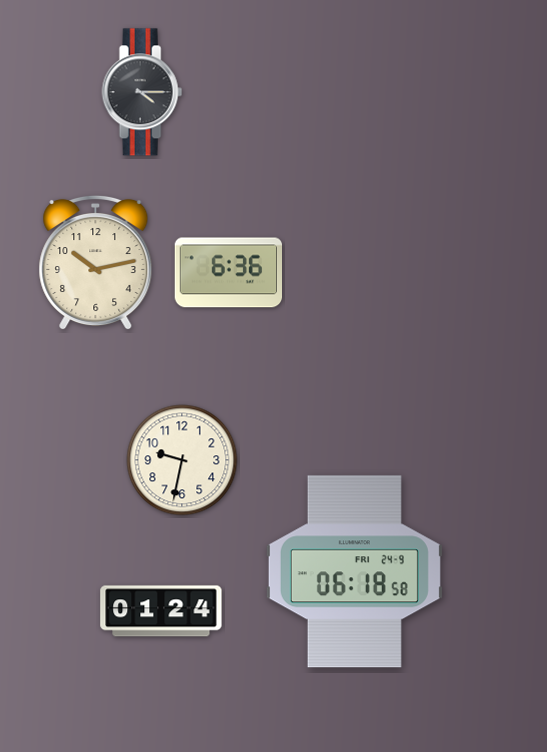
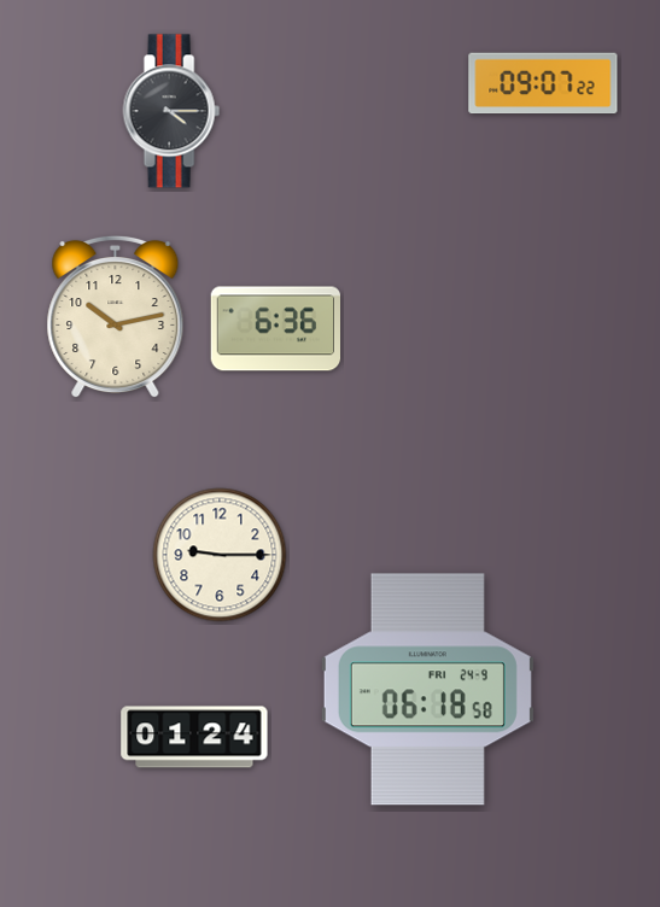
clock at (543, 83): none -> 09:07
clock at (182, 460): 9:32 -> 9:15
